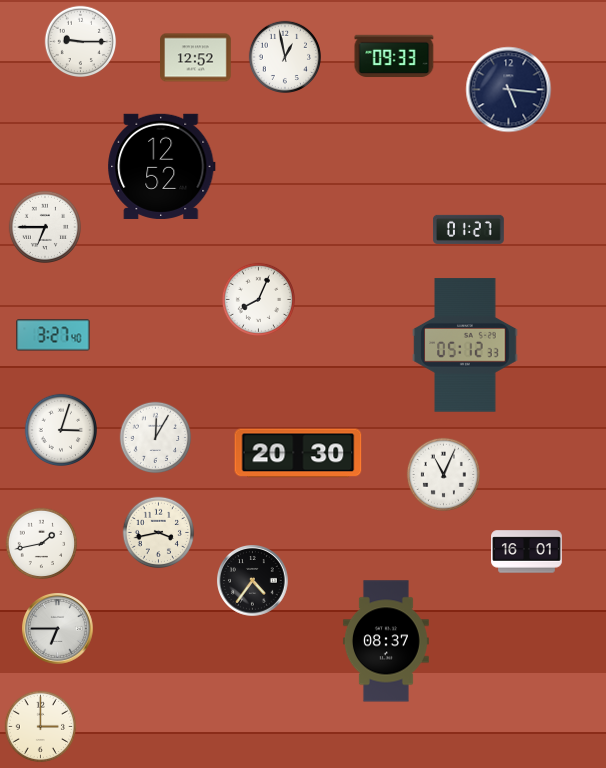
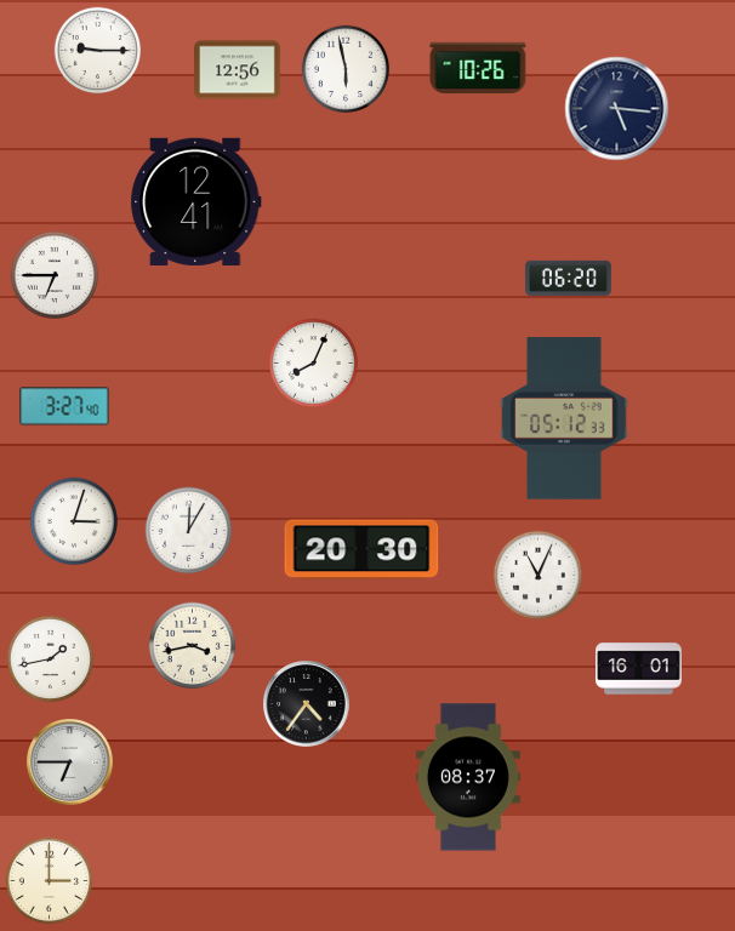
clock at (284, 56): 12:58 -> 5:58
clock at (394, 56): 09:33 -> 10:26
clock at (196, 58): 12:52 -> 12:56
clock at (162, 166): 12:52 -> 12:41
clock at (469, 229): 01:27 -> 06:20
